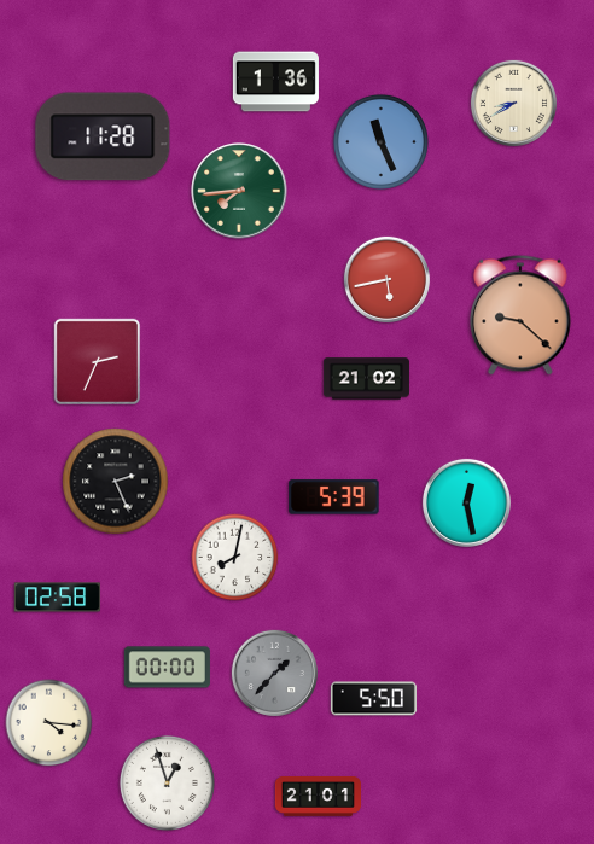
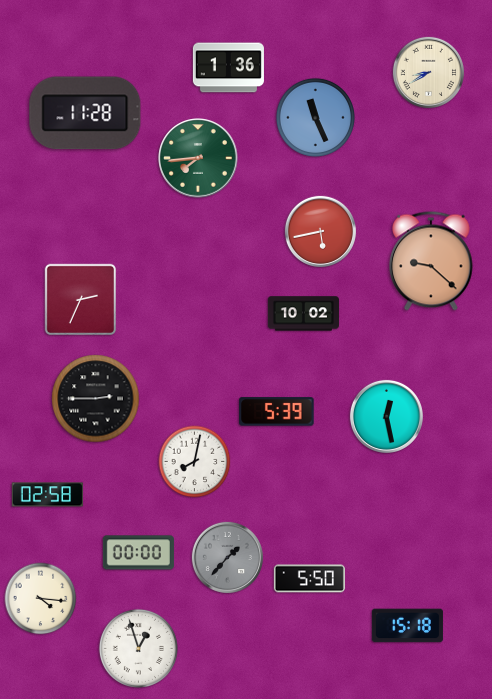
clock at (513, 103) position: (513, 103) -> (428, 72)
clock at (366, 379): 21:02 -> 10:02
clock at (116, 482): 2:26 -> 2:45
clock at (407, 626): none -> 15:18
clock at (318, 796): 21:01 -> none
